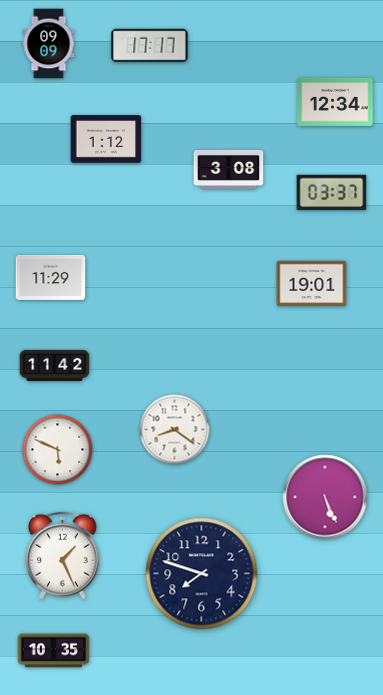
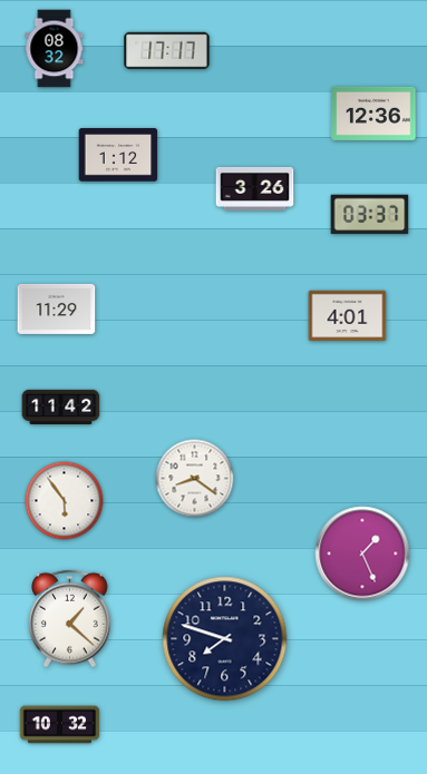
clock at (49, 44): 09:09 -> 08:32
clock at (335, 102): 12:34 -> 12:36
clock at (229, 169): 3:08 -> 3:26
clock at (312, 284): 19:01 -> 4:01
clock at (58, 450): 5:49 -> 5:54
clock at (325, 497): 5:26 -> 1:26
clock at (63, 556): 1:26 -> 1:22
clock at (54, 651): 10:35 -> 10:32
